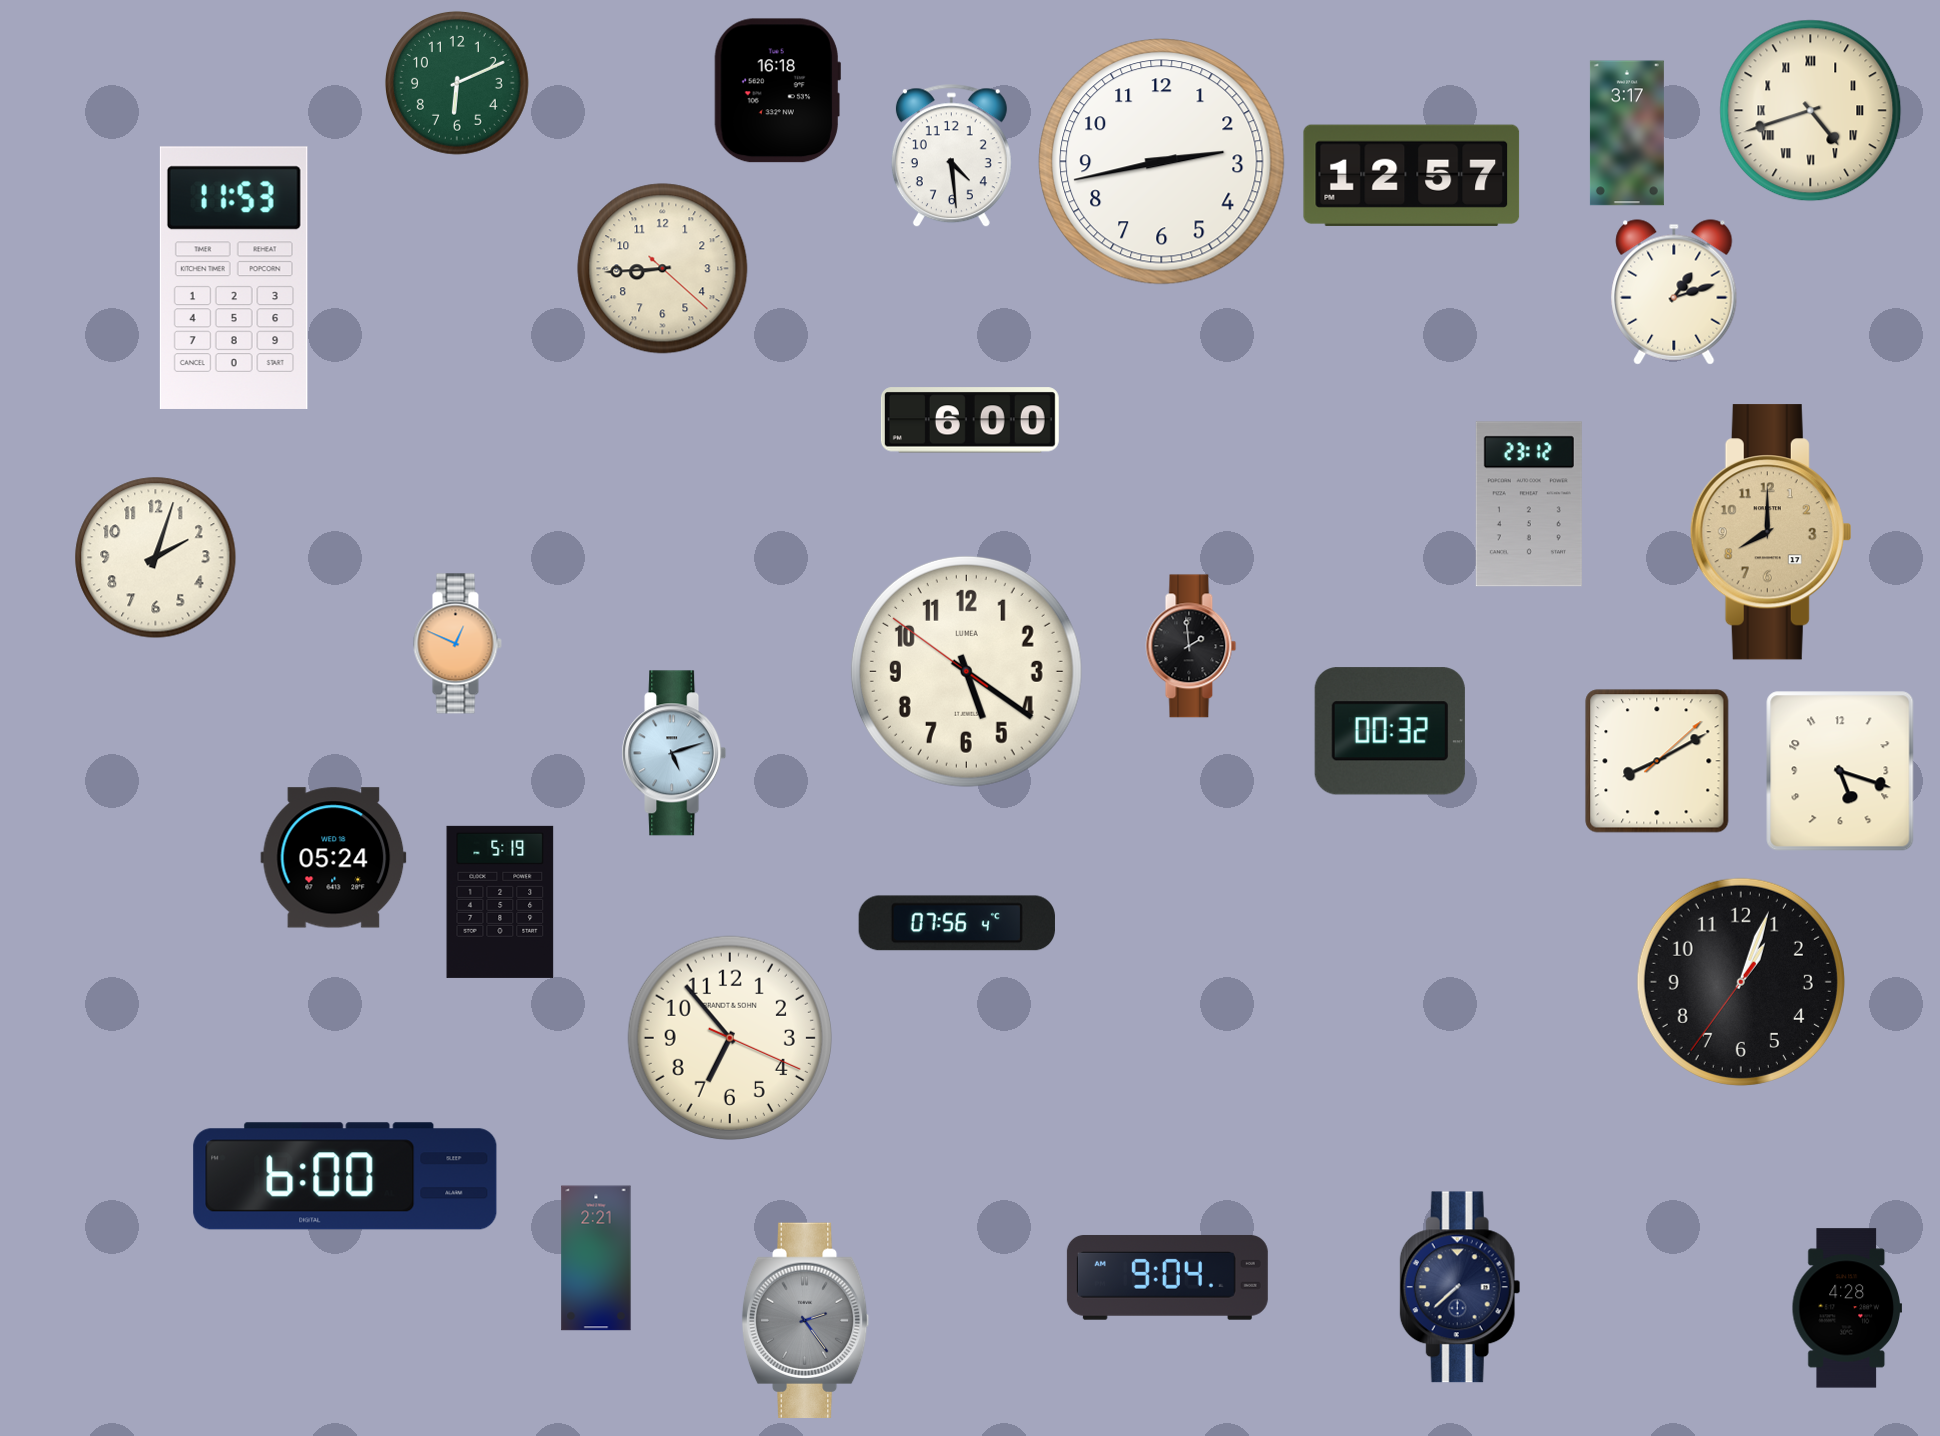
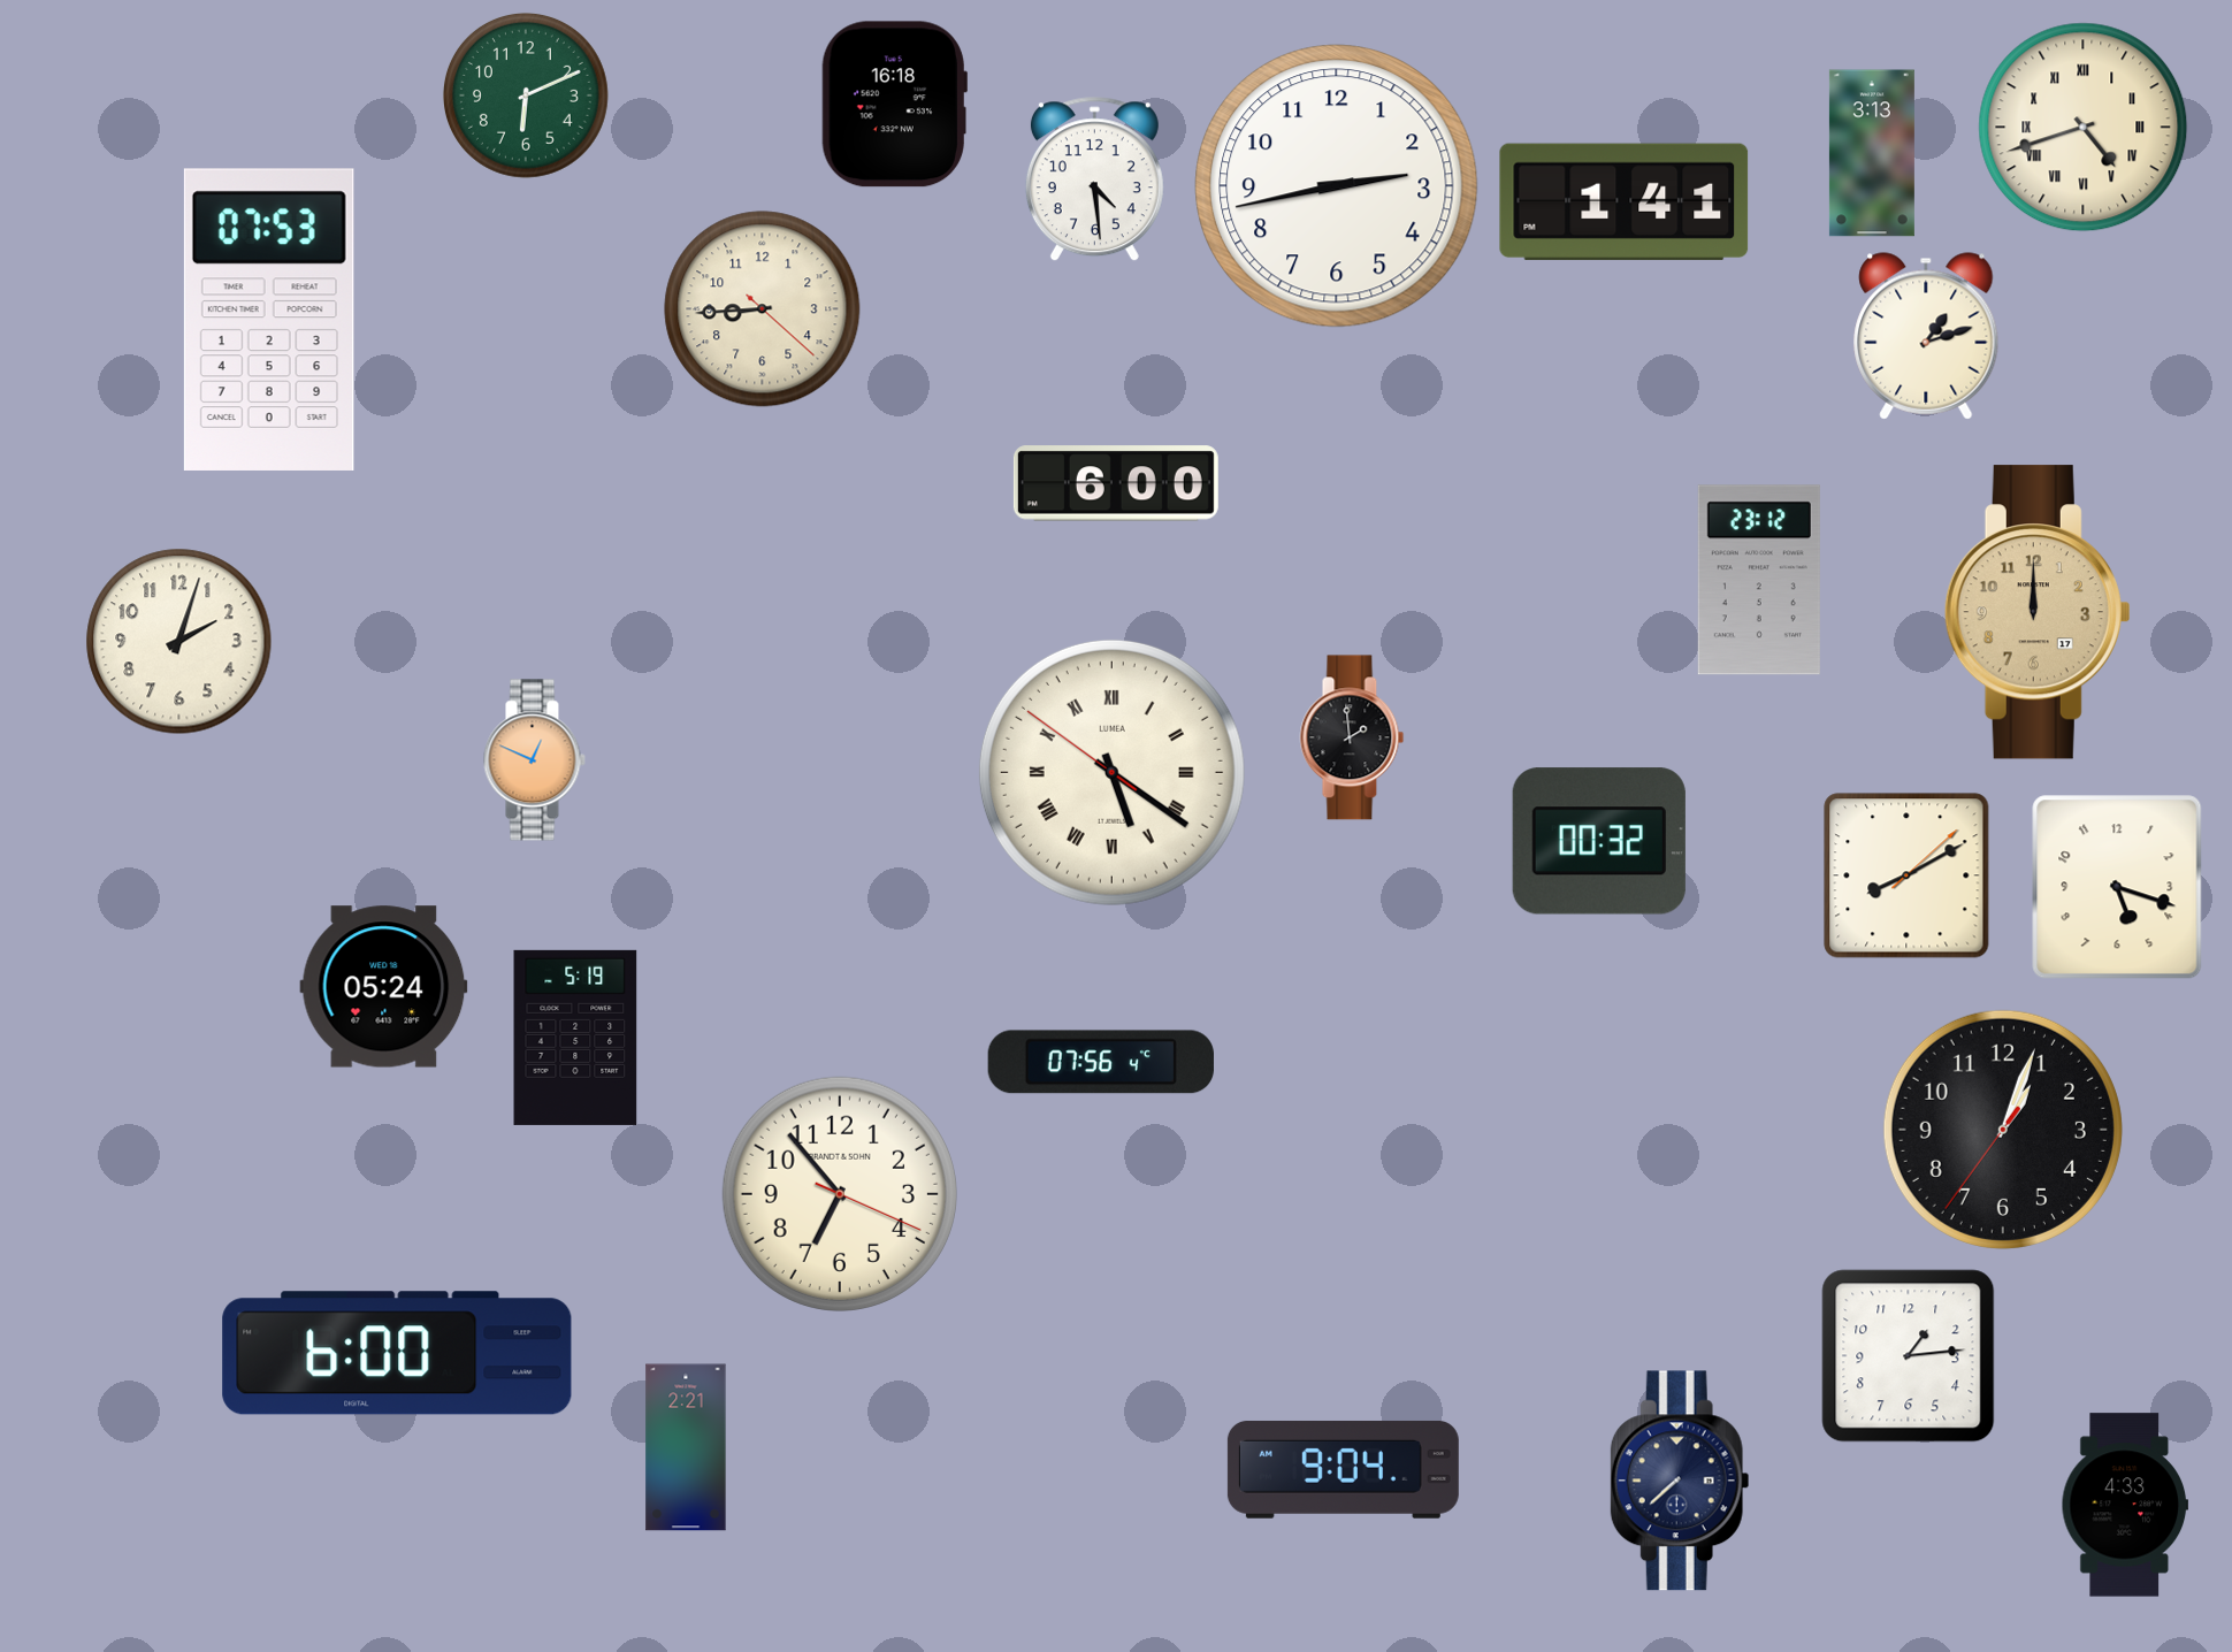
clock at (1627, 133): 3:17 -> 3:13
clock at (1412, 175): 12:57 -> 1:41
clock at (234, 278): 11:53 -> 07:53
clock at (1771, 532): 8:00 -> 12:00
clock at (457, 644) position: (457, 644) -> (534, 760)
clock at (1191, 646) position: (1191, 646) -> (1352, 737)
clock at (966, 671) numerals: Arabic -> Roman
clock at (674, 753): 5:12 -> none
clock at (1909, 1356): none -> 1:14
clock at (1846, 1308): 4:28 -> 4:33
clock at (806, 1320): 2:24 -> none
